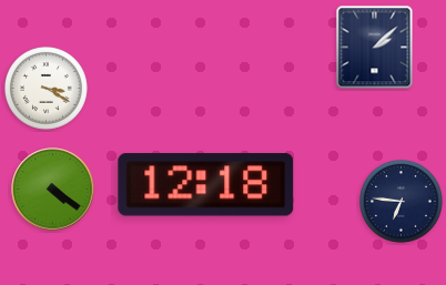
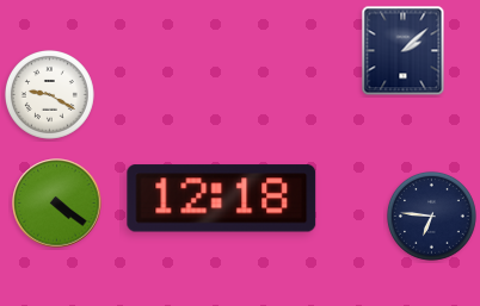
clock at (45, 88): 3:20 -> 9:20
